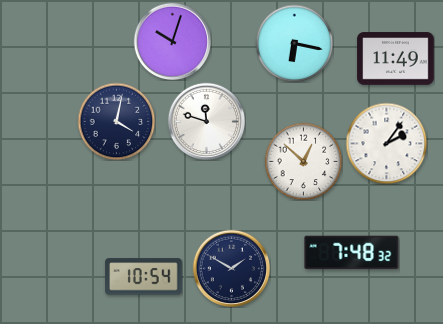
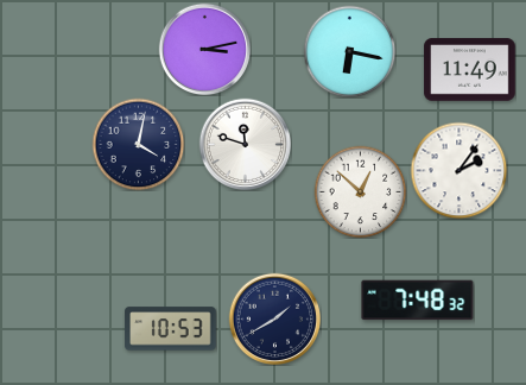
clock at (172, 41): 10:03 -> 3:13
clock at (231, 268): 1:50 -> 1:40
clock at (144, 277): 10:54 -> 10:53
